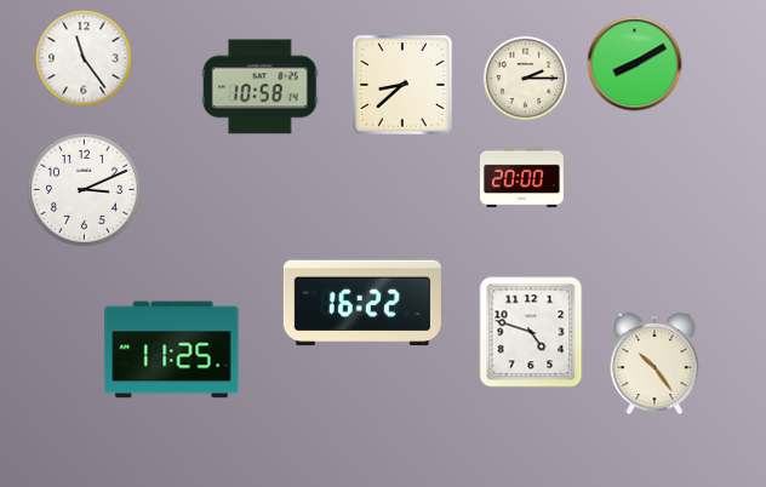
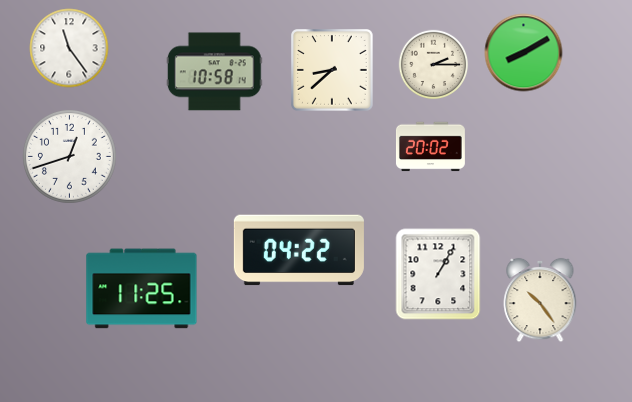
clock at (521, 178): 20:00 -> 20:02
clock at (84, 190): 3:11 -> 12:42
clock at (362, 303): 16:22 -> 04:22
clock at (531, 332): 4:48 -> 1:05
